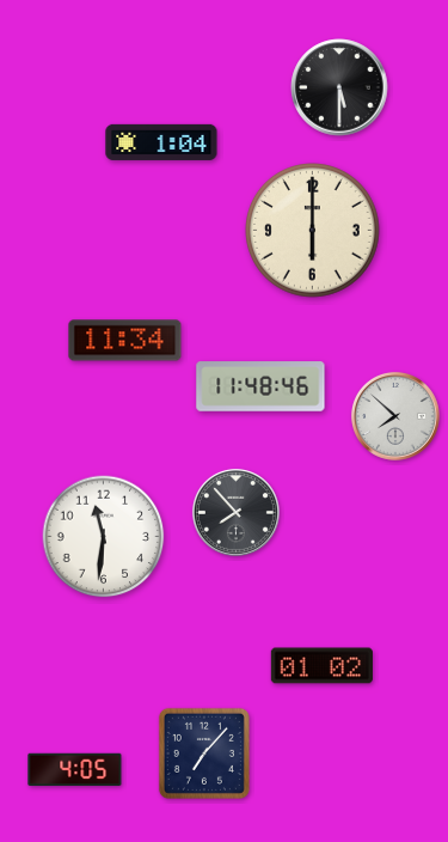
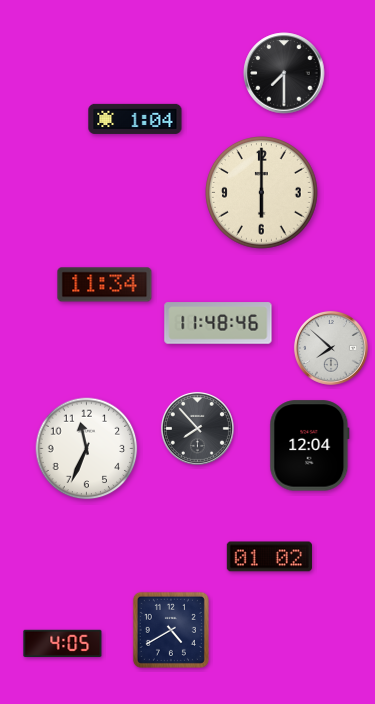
clock at (339, 87): 5:30 -> 7:30
clock at (310, 446): none -> 12:04
clock at (104, 537): 11:31 -> 11:34
clock at (204, 753): 7:07 -> 4:40
